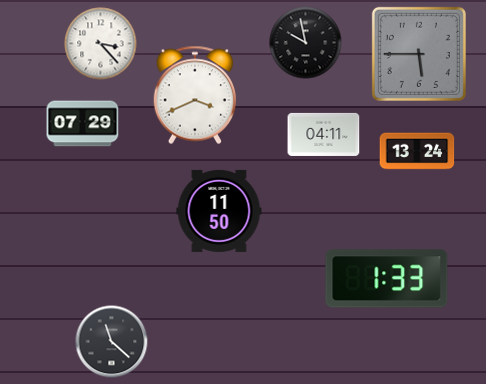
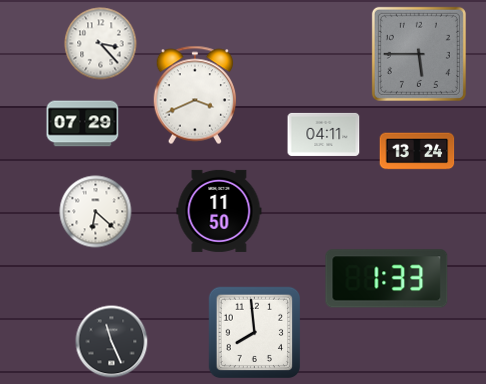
clock at (306, 43): 9:58 -> none
clock at (96, 212): none -> 6:22
clock at (255, 333): none -> 7:59
clock at (112, 342): 11:22 -> 11:26
